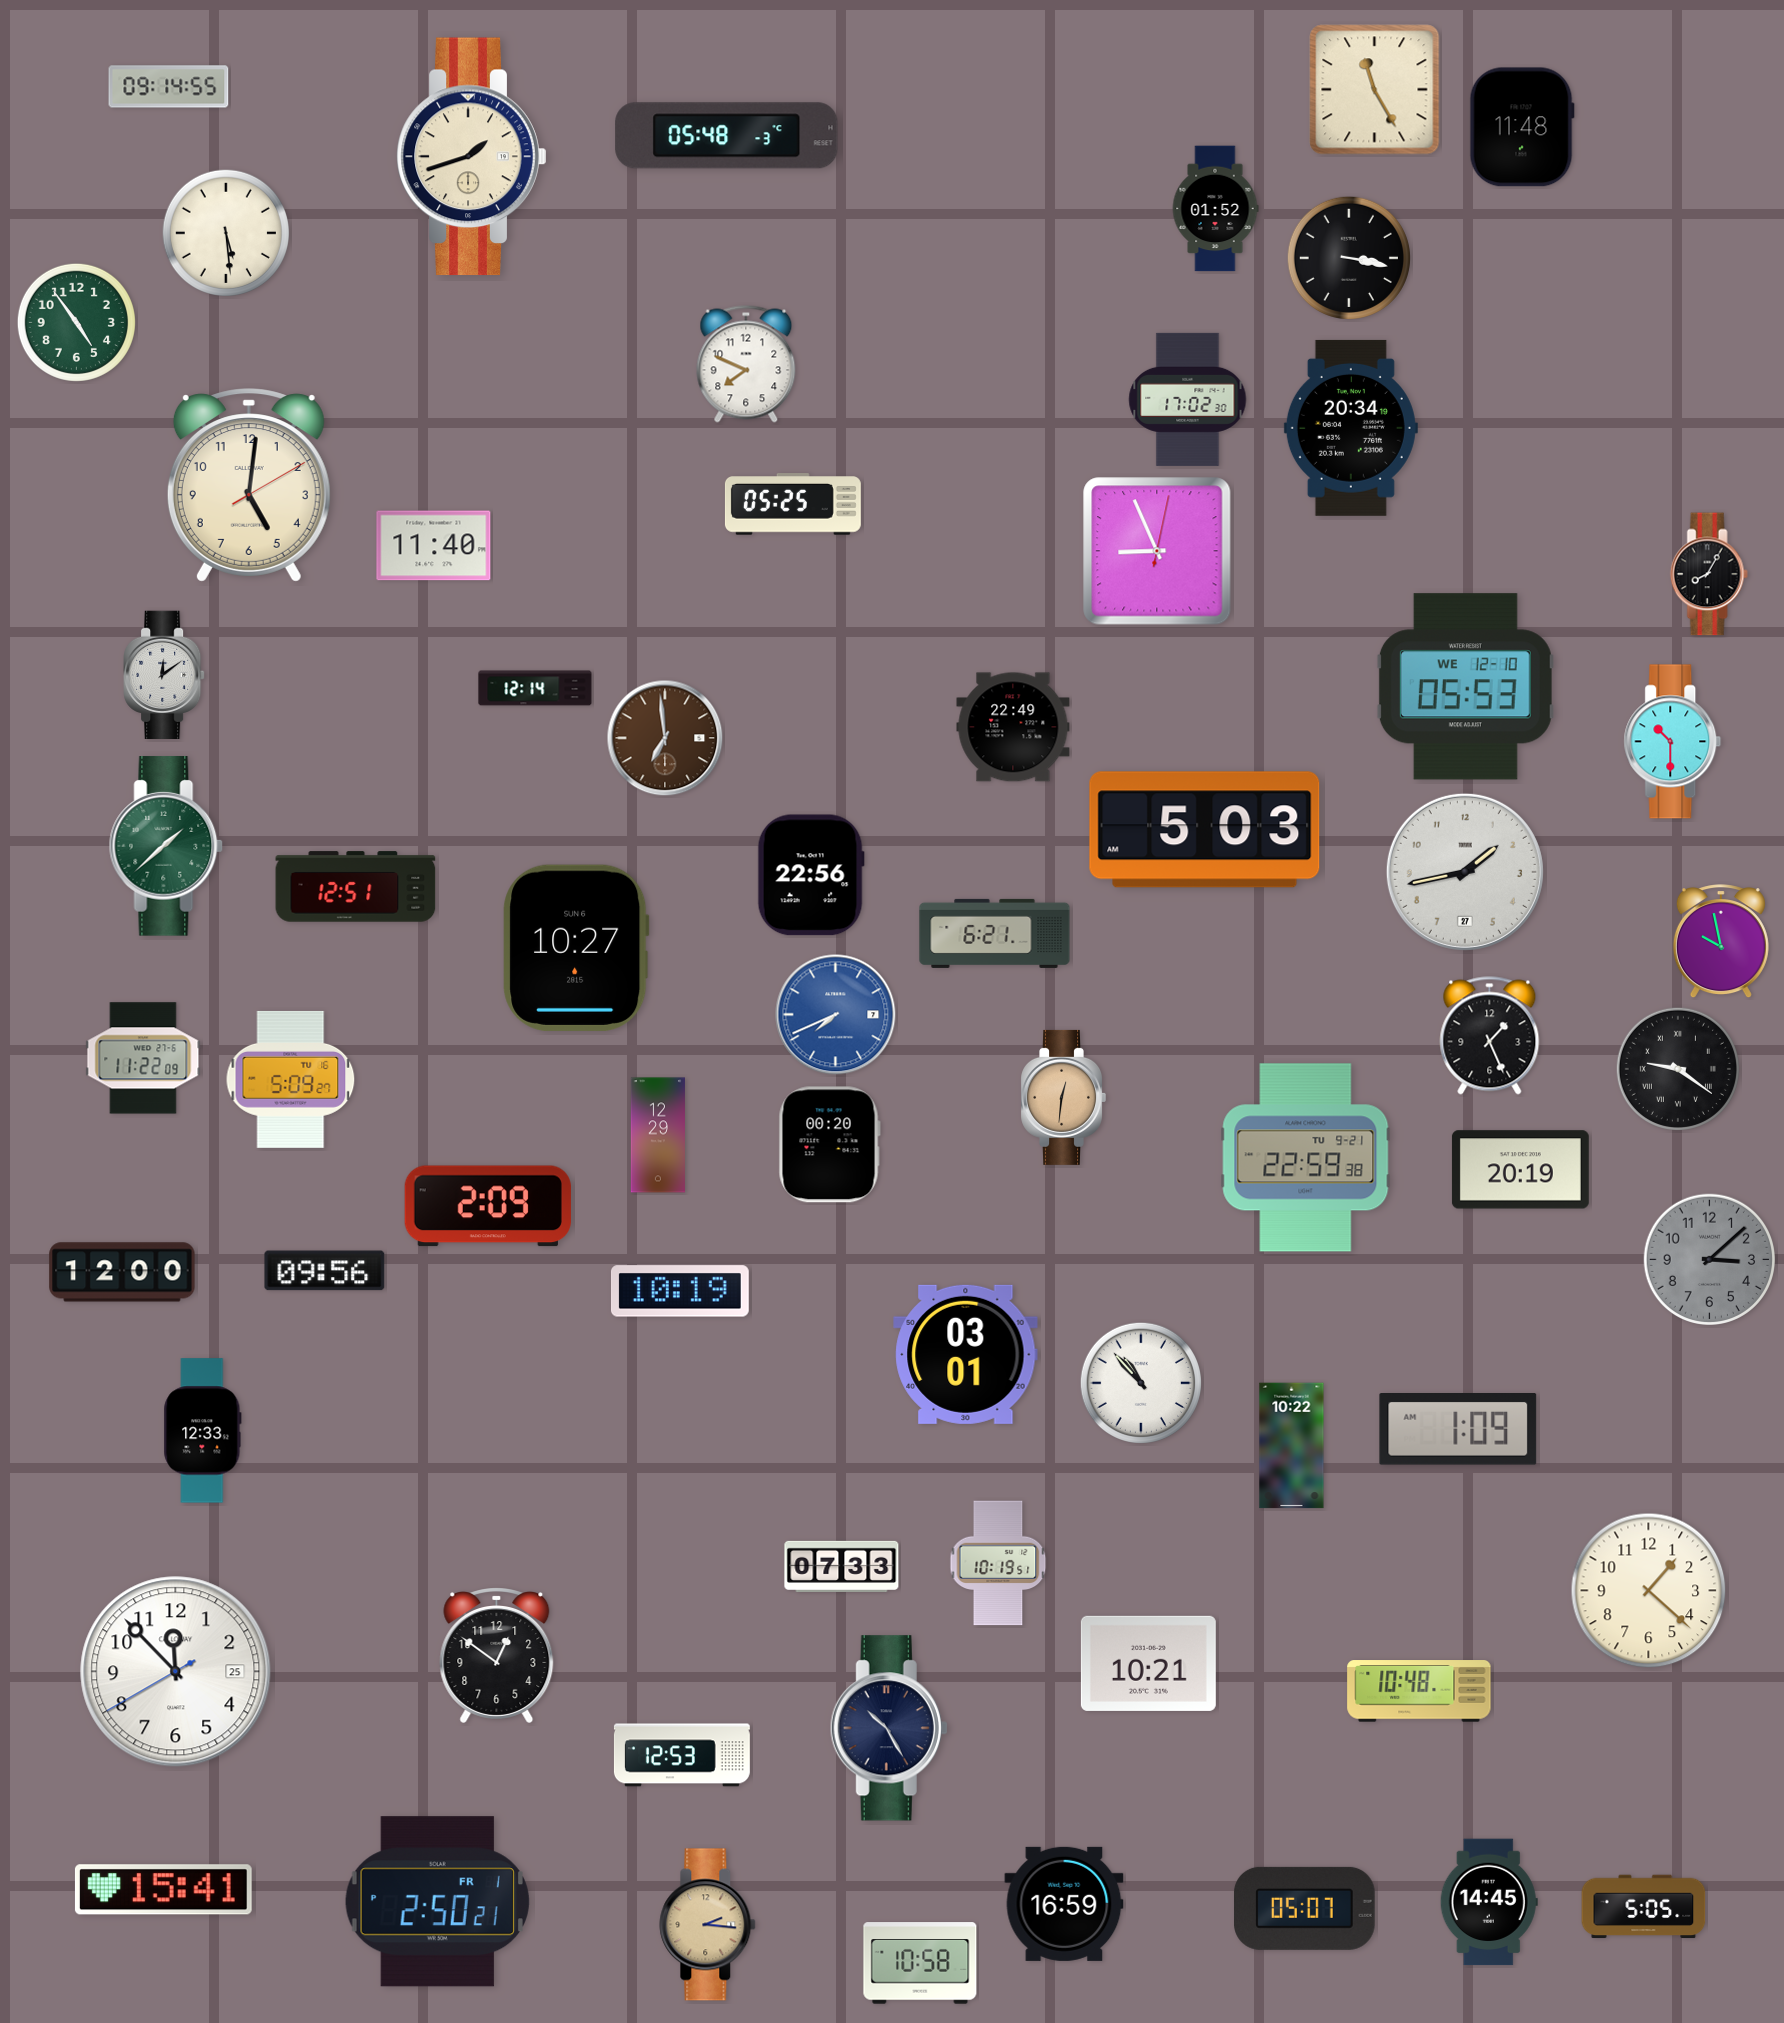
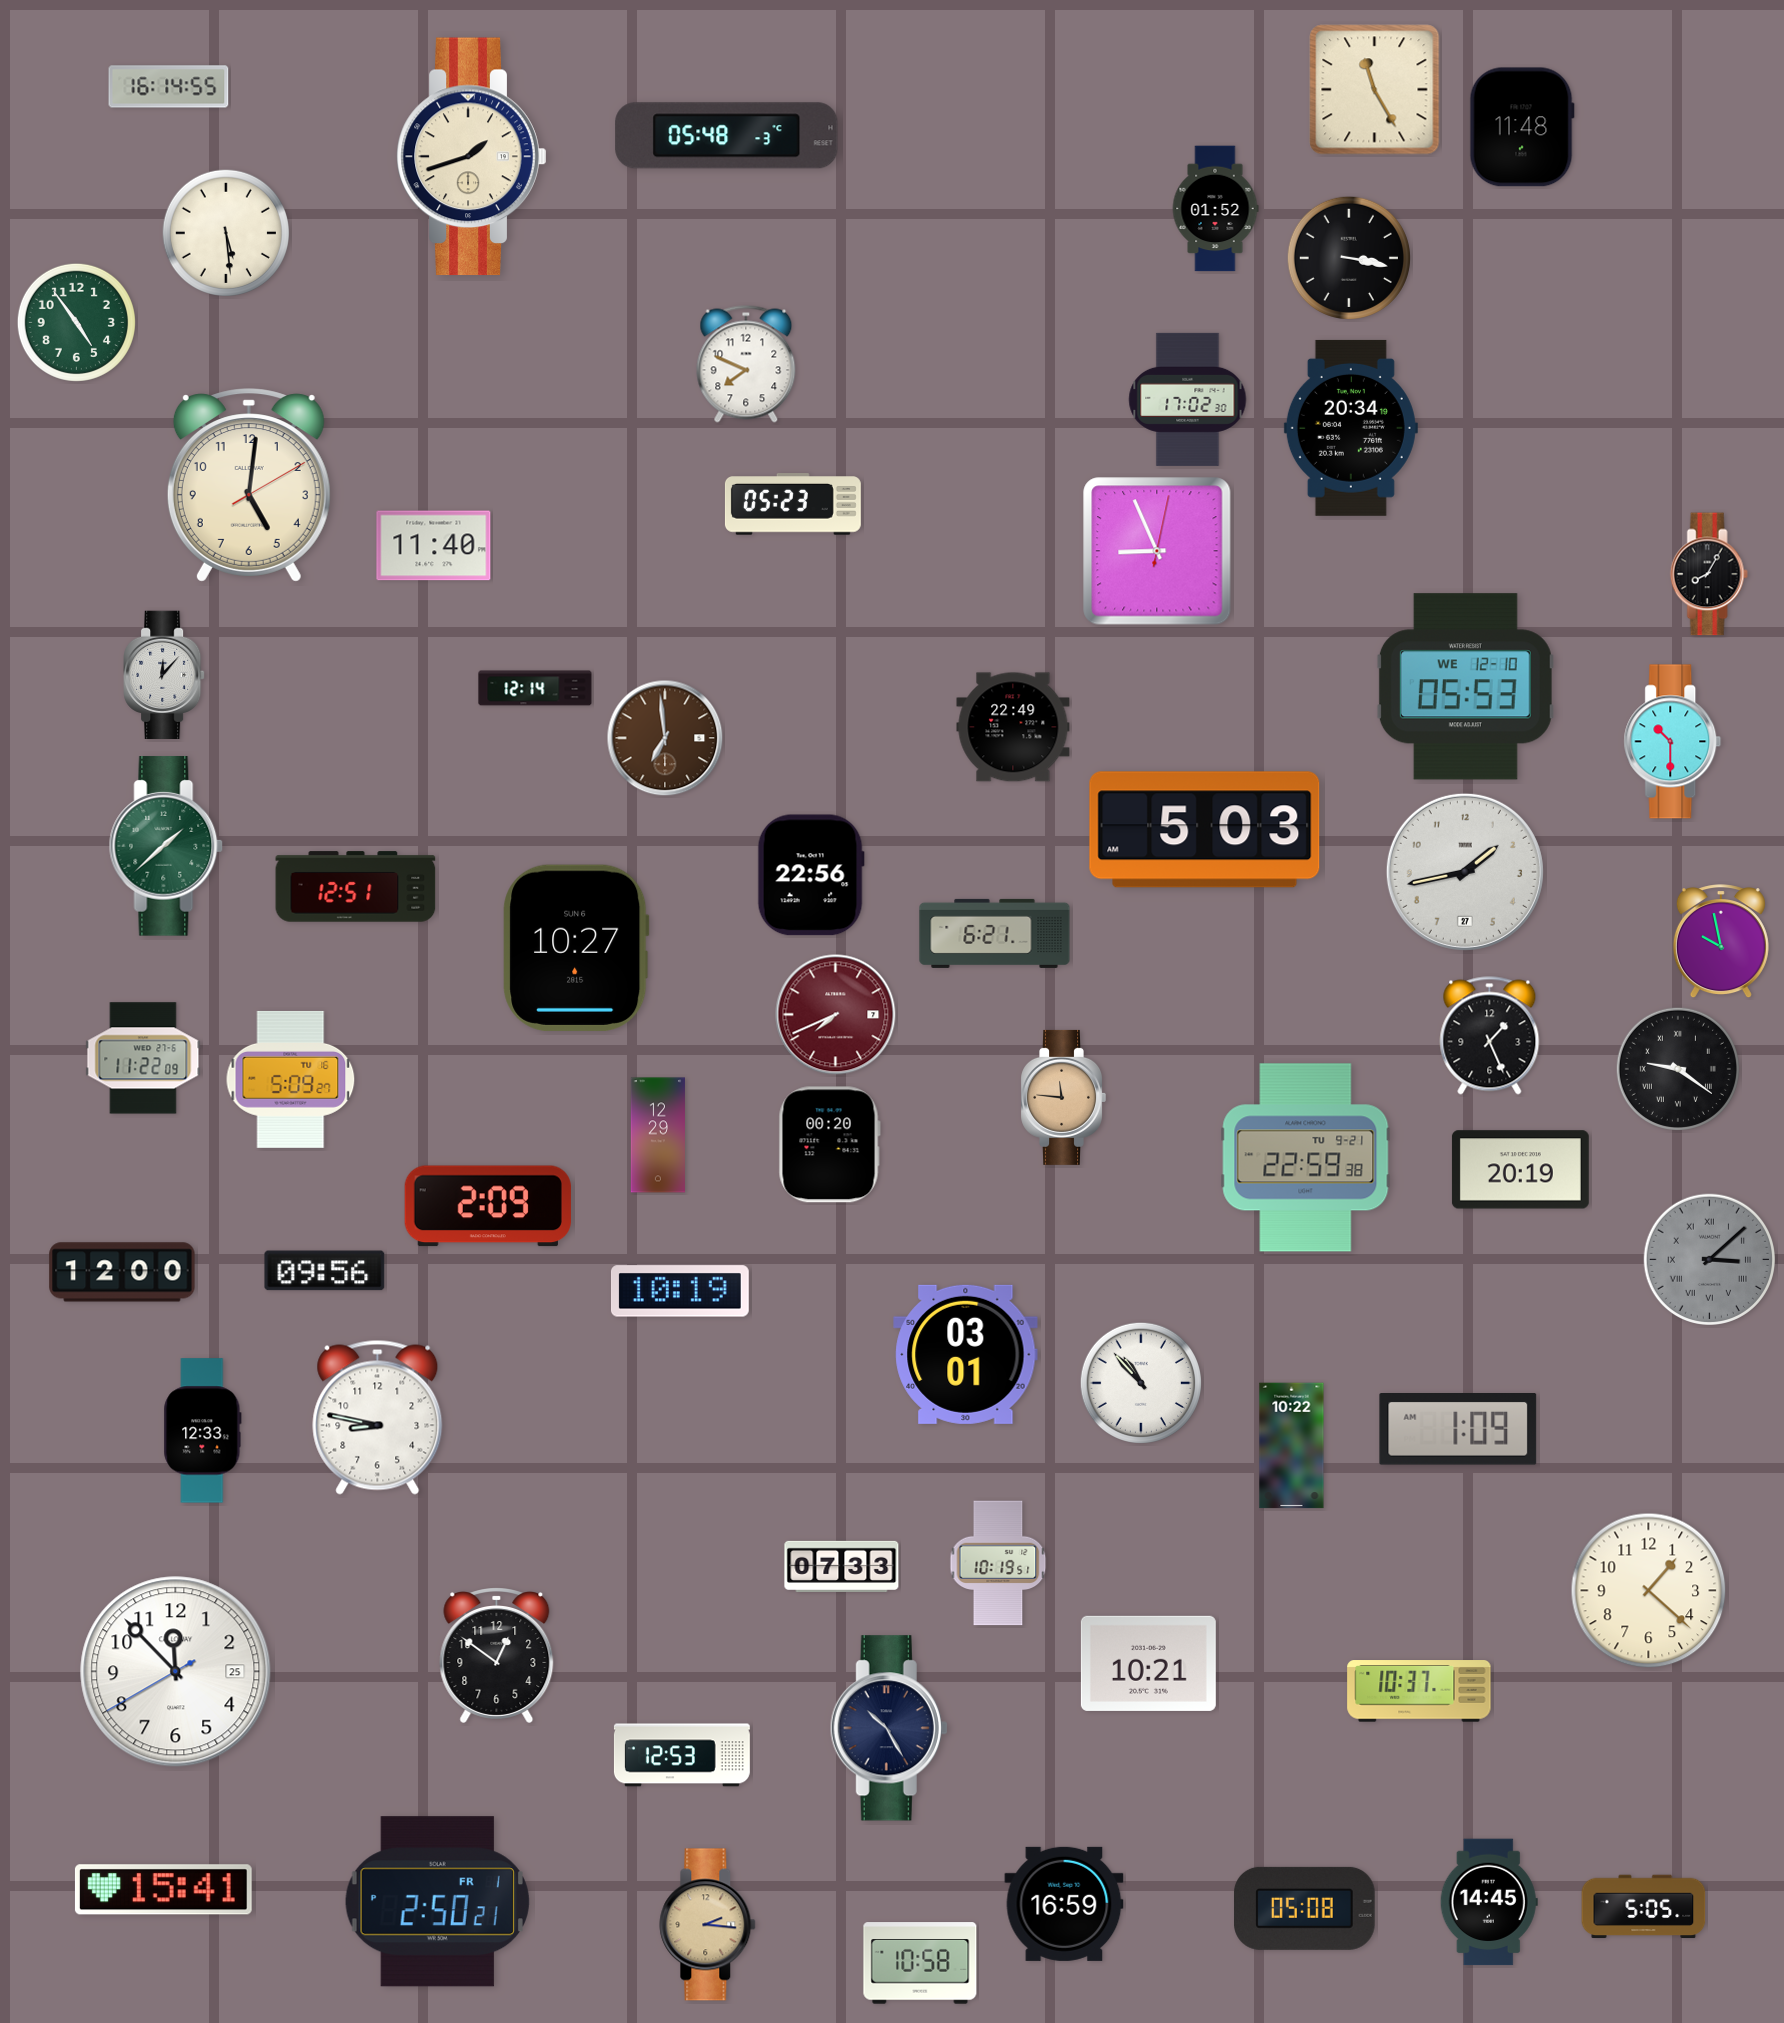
clock at (169, 87): 09:14 -> 16:14
clock at (793, 504): 05:25 -> 05:23
clock at (164, 675): 12:09 -> 12:07
clock at (836, 1015) dial: blue -> burgundy
clock at (1063, 1097): 12:31 -> 11:46
clock at (1709, 1259) numerals: Arabic -> Roman
clock at (378, 1417): none -> 8:47
clock at (1419, 1691): 10:48 -> 10:37
clock at (1305, 1908): 05:07 -> 05:08
